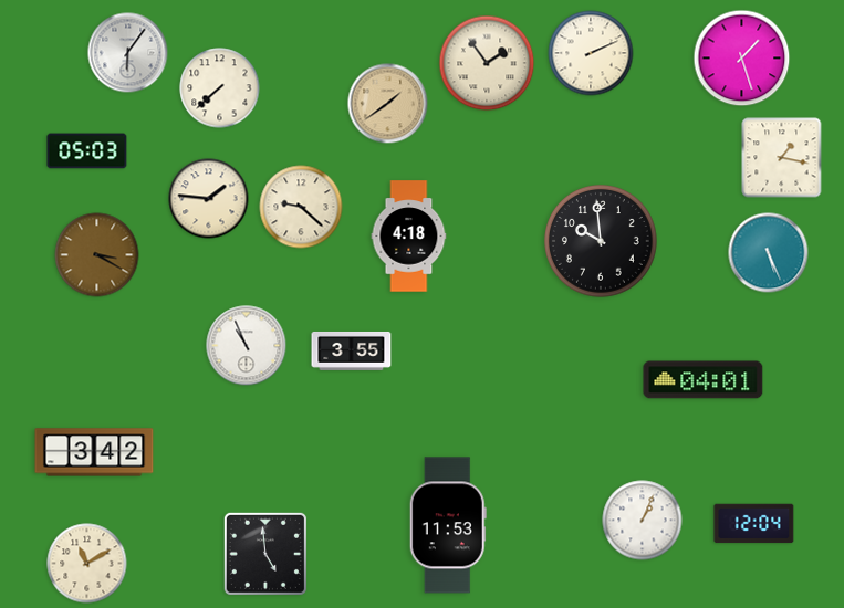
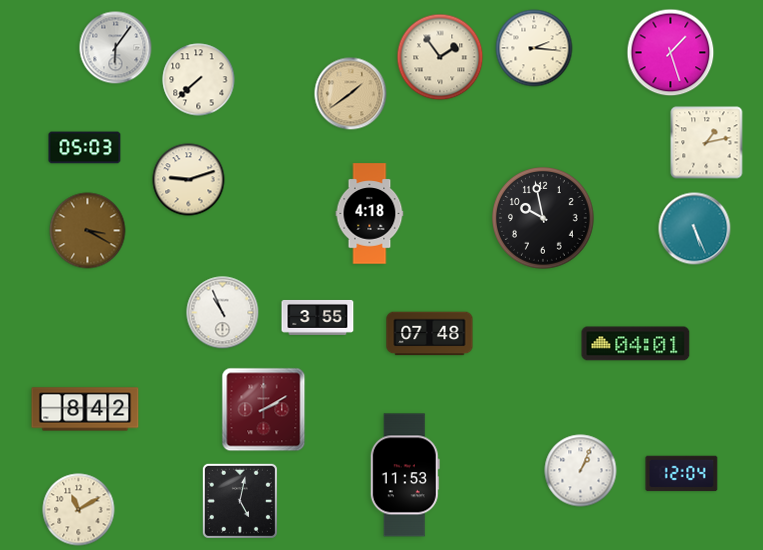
clock at (591, 53): 2:11 -> 2:16
clock at (87, 151) position: (87, 151) -> (85, 148)
clock at (782, 158): 1:17 -> 1:13
clock at (209, 199): 1:46 -> 9:12
clock at (301, 207): 9:22 -> none
clock at (602, 242): 9:59 -> 9:58
clock at (430, 334): none -> 07:48
clock at (94, 452): 3:42 -> 8:42
clock at (264, 410): none -> 2:10
clock at (265, 554): 4:59 -> 5:02
